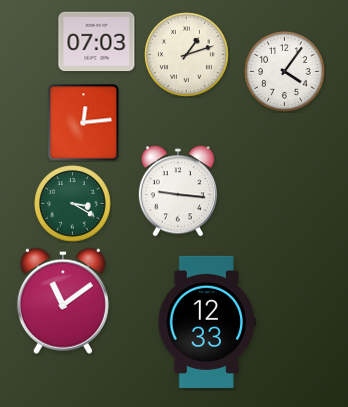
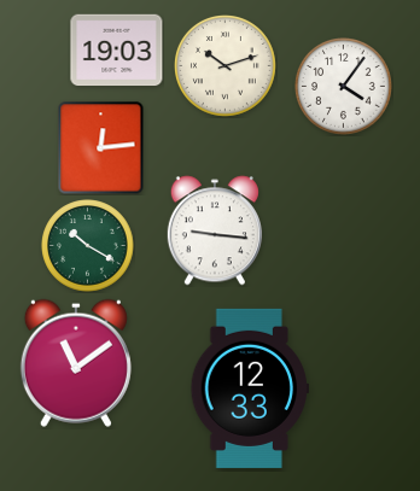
clock at (97, 42): 07:03 -> 19:03
clock at (187, 55): 1:12 -> 10:12
clock at (73, 204): 3:20 -> 10:20
